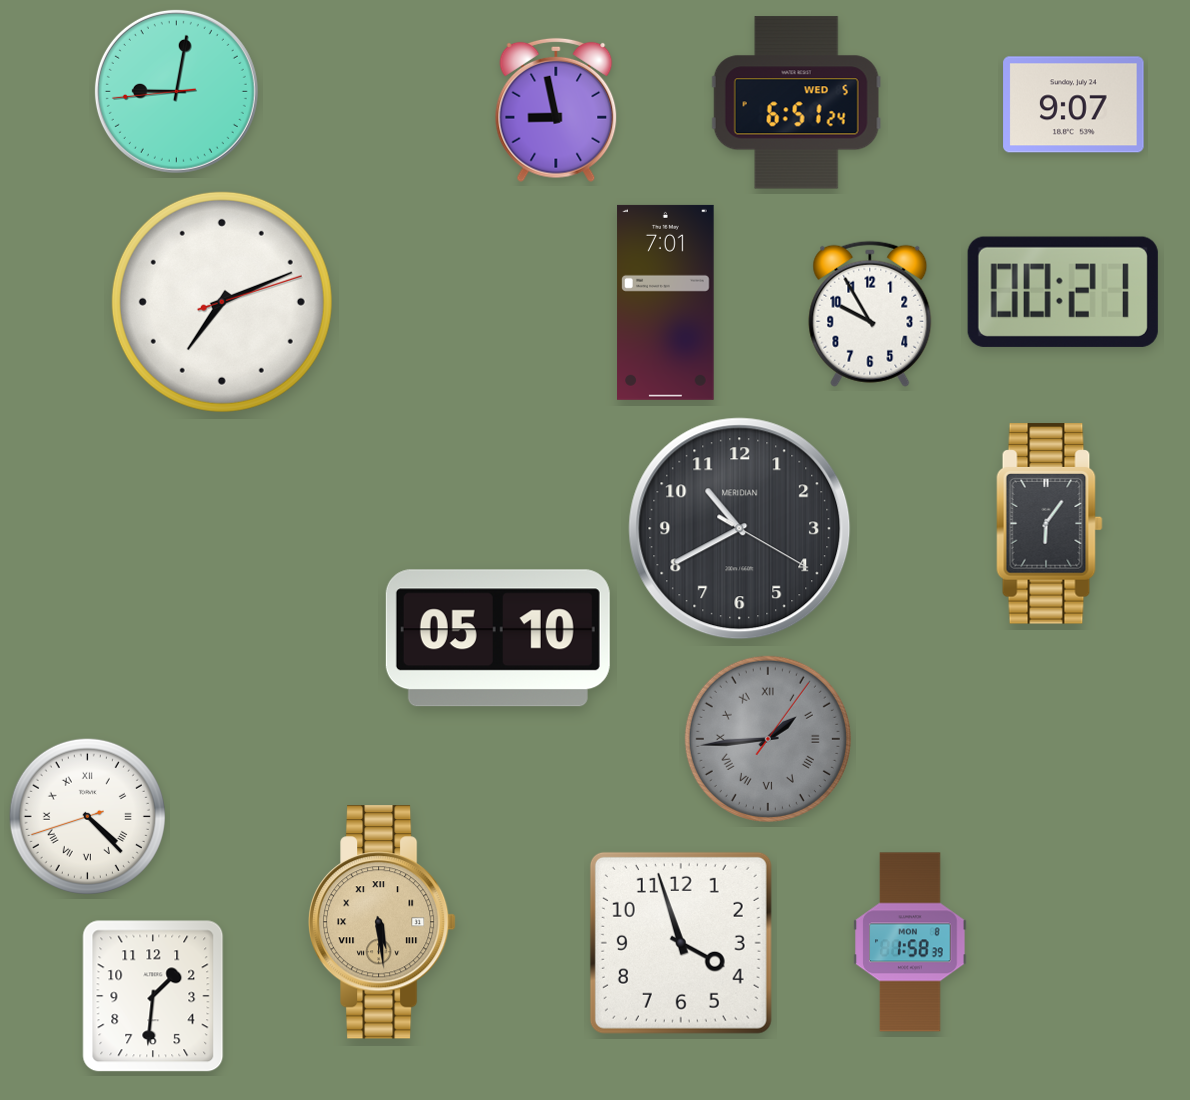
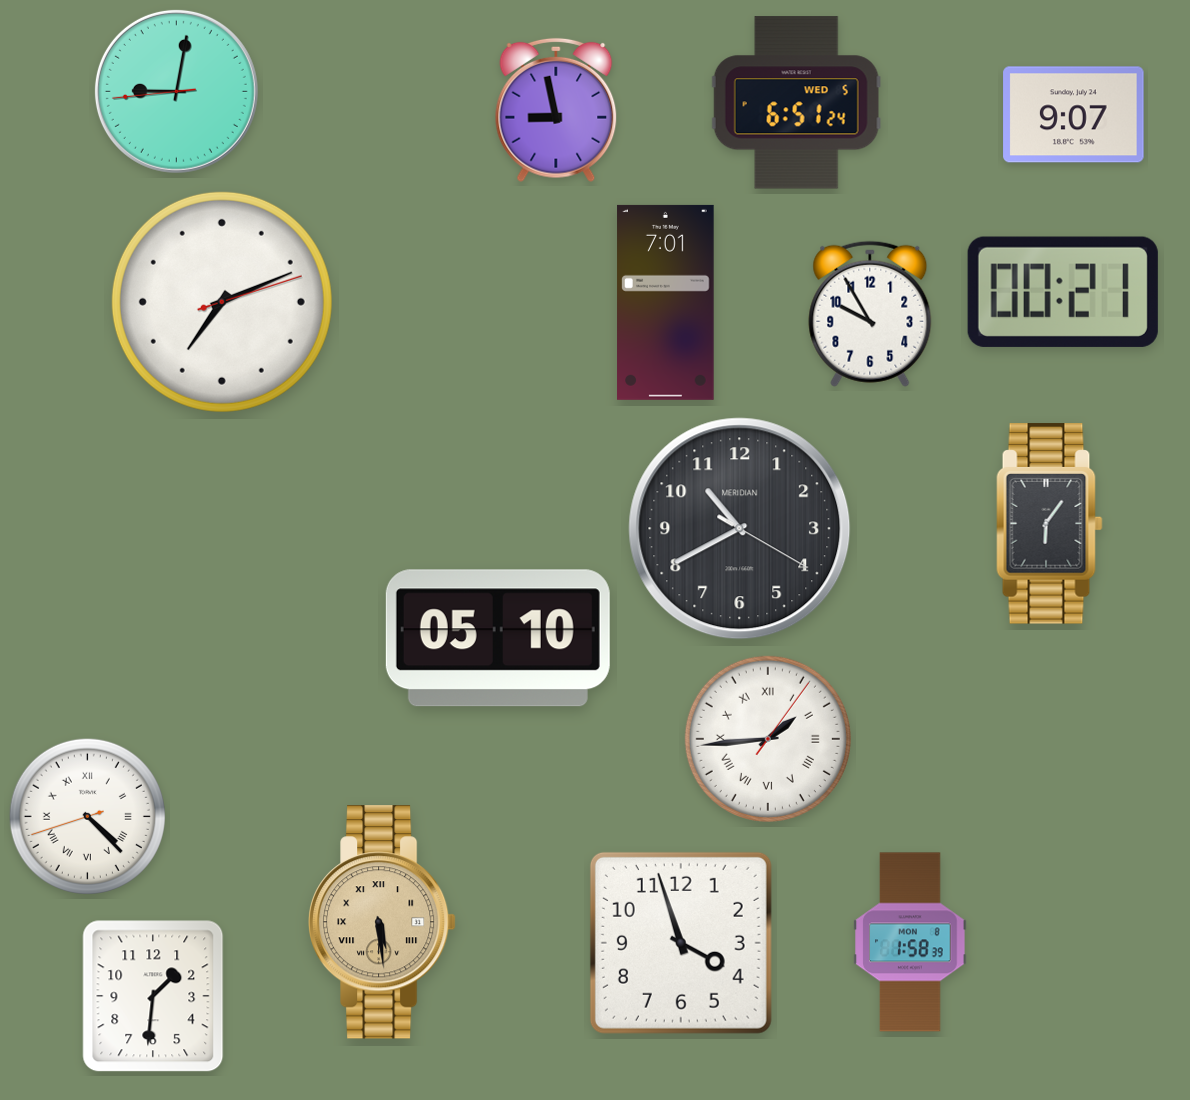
clock at (1074, 105) position: (1074, 105) -> (1074, 115)
clock at (768, 739) dial: grey -> white
